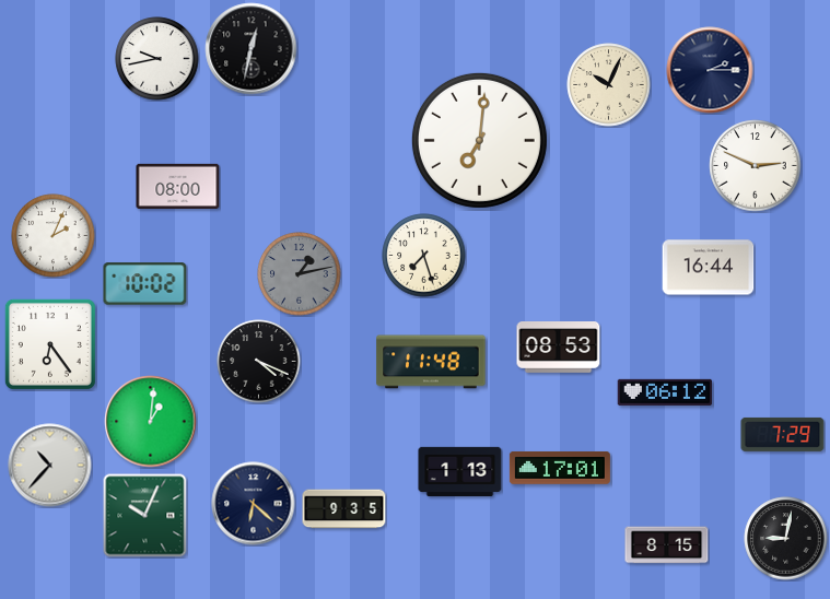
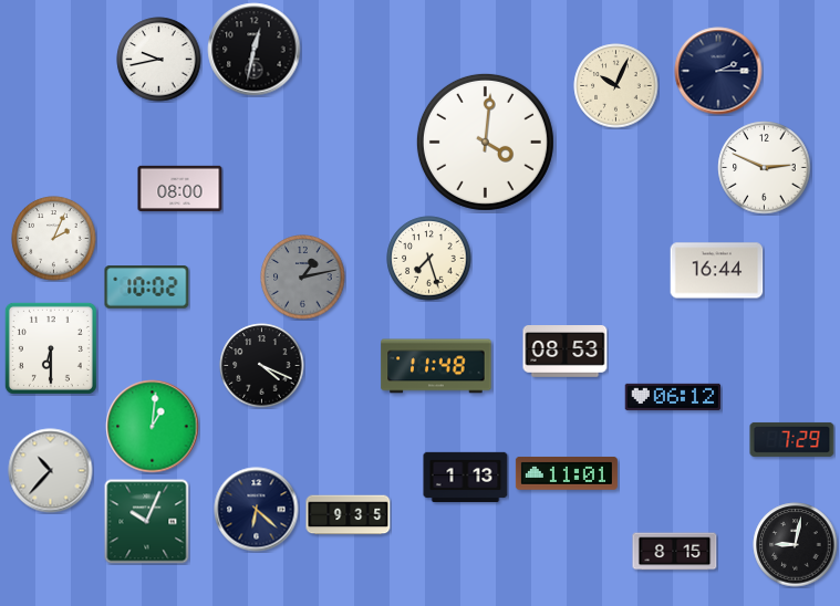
clock at (479, 140): 7:01 -> 4:01
clock at (50, 344): 6:24 -> 6:30
clock at (560, 468): 17:01 -> 11:01
